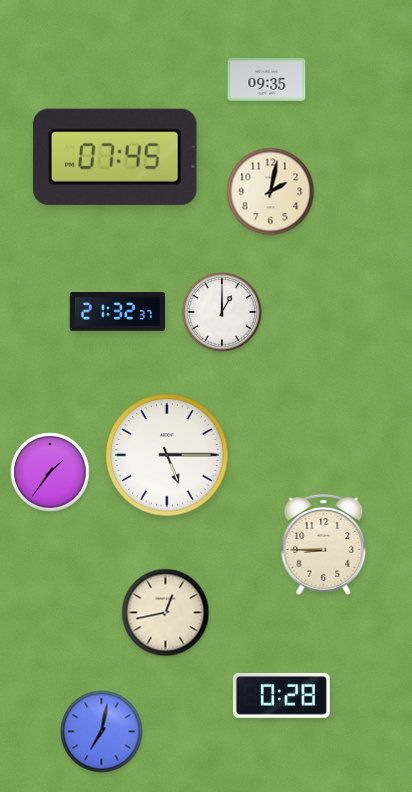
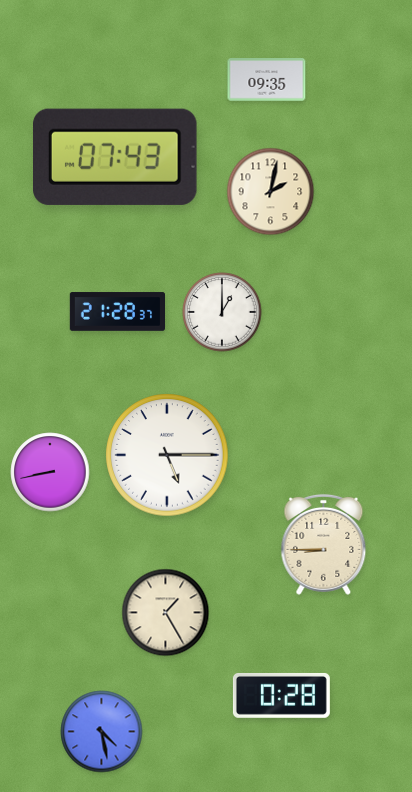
clock at (116, 157): 07:45 -> 07:43
clock at (117, 312): 21:32 -> 21:28
clock at (50, 472): 1:36 -> 8:43
clock at (166, 613): 12:43 -> 1:25
clock at (102, 732): 7:02 -> 4:28
